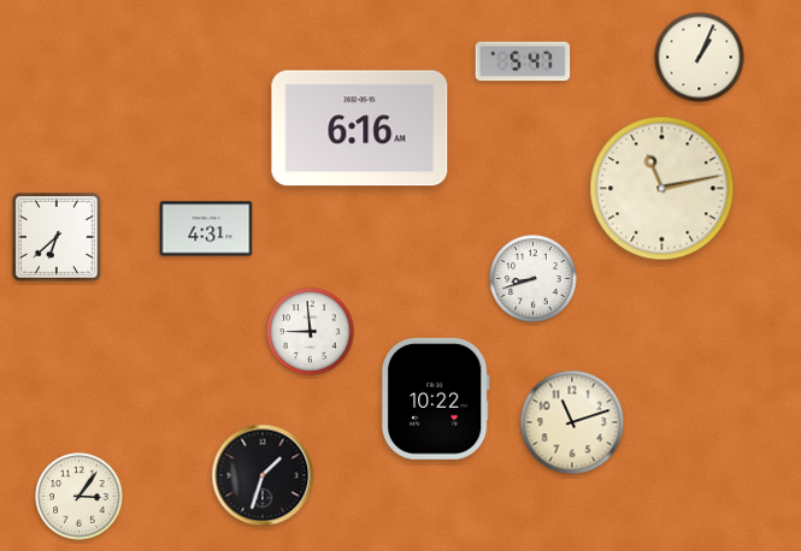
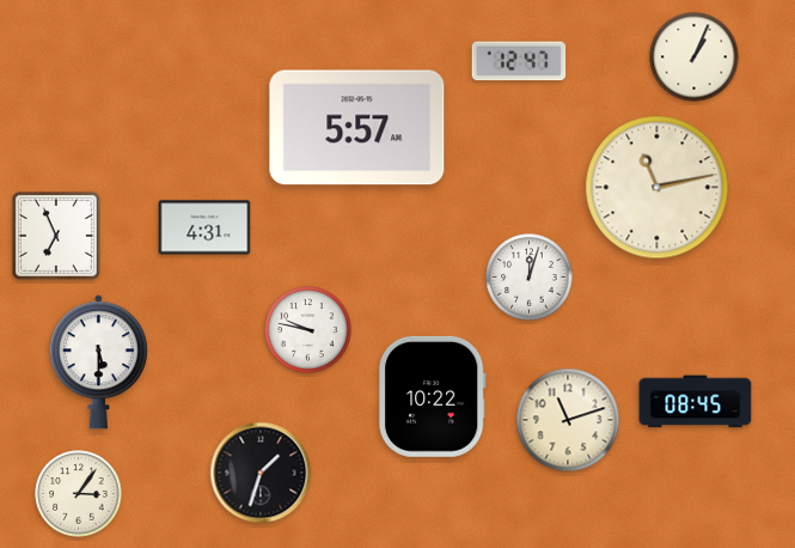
clock at (523, 61): 5:47 -> 12:47
clock at (360, 129): 6:16 -> 5:57
clock at (58, 238): 6:38 -> 6:56
clock at (534, 279): 8:42 -> 12:03
clock at (311, 332): 8:59 -> 9:47
clock at (98, 363): none -> 5:30
clock at (696, 402): none -> 08:45
